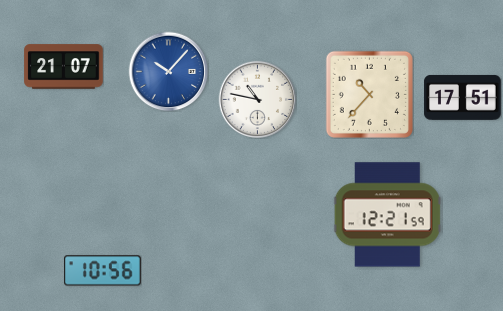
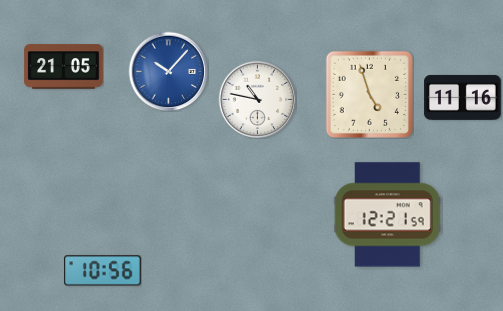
clock at (64, 67): 21:07 -> 21:05
clock at (369, 94): 10:37 -> 4:57
clock at (463, 97): 17:51 -> 11:16
